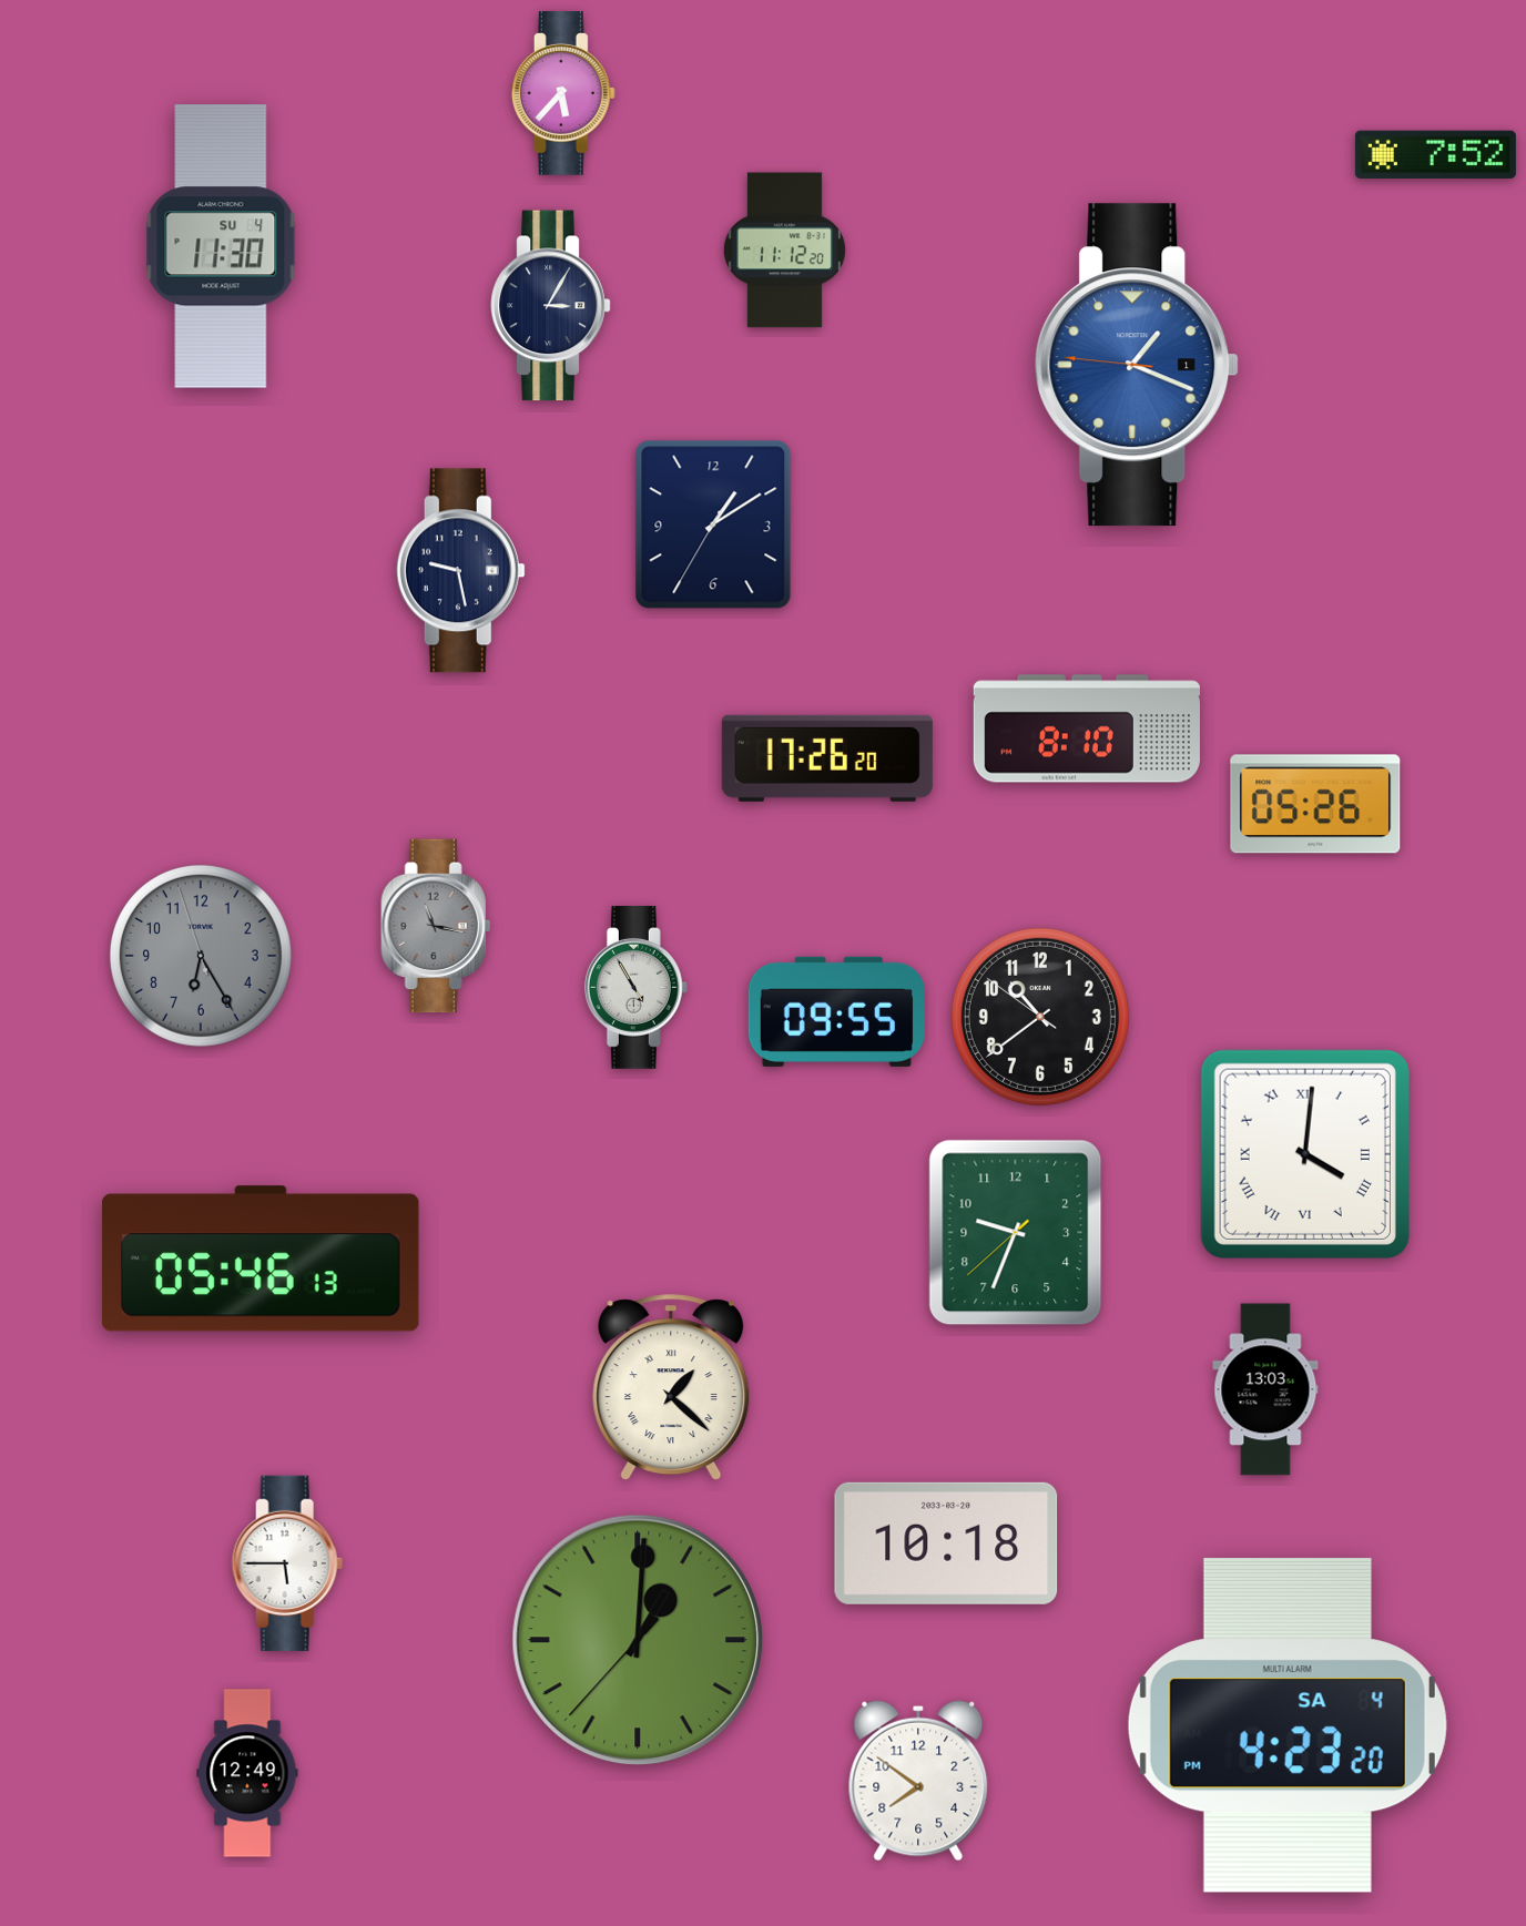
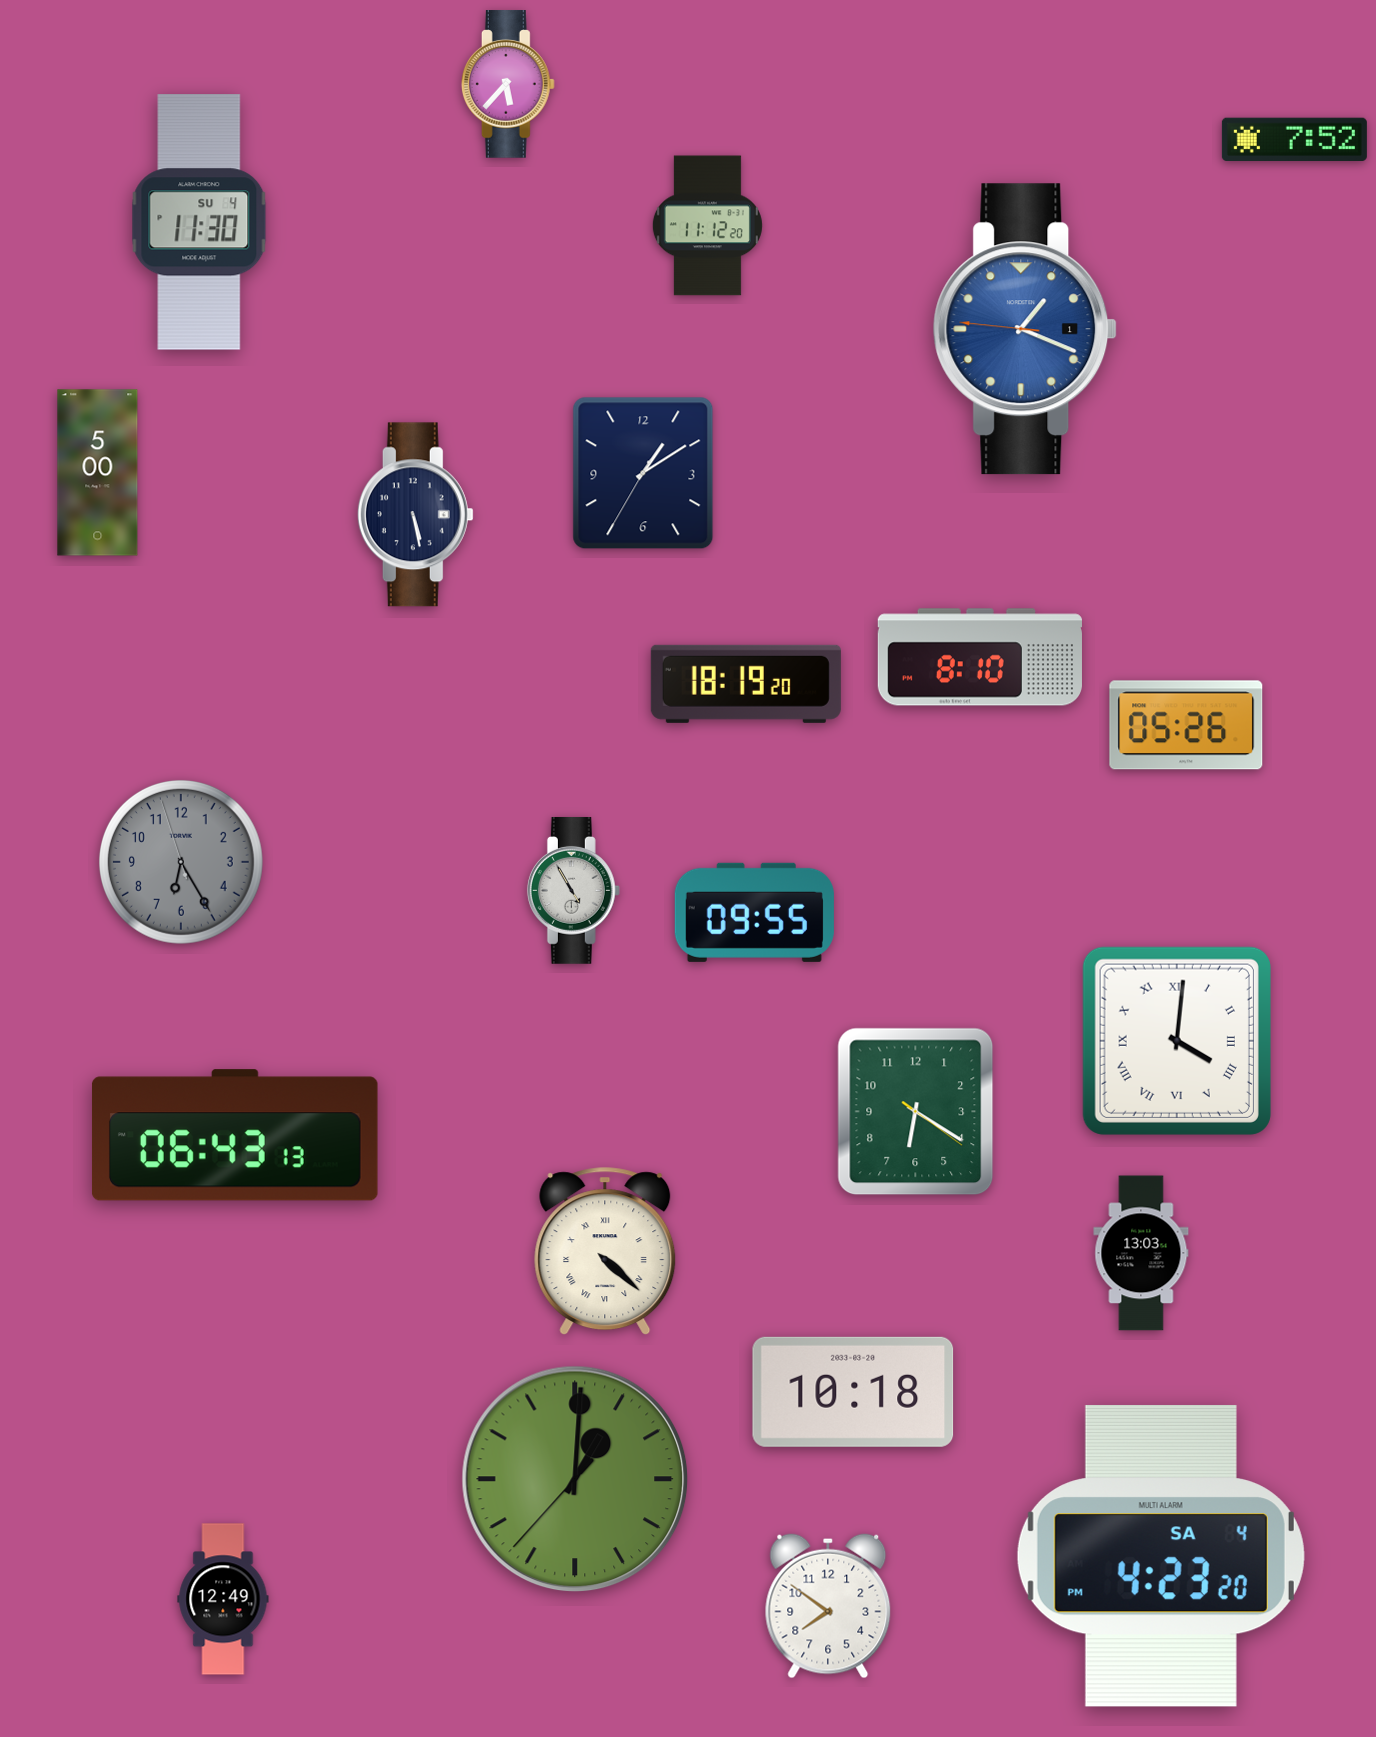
clock at (551, 306): 3:05 -> none
clock at (98, 473): none -> 5:00
clock at (460, 571): 9:28 -> 5:28
clock at (827, 758): 17:26 -> 18:19
clock at (436, 926): 11:17 -> none
clock at (1040, 1017): 10:38 -> none
clock at (1016, 1233): 9:33 -> 6:20
clock at (261, 1258): 05:46 -> 06:43
clock at (671, 1388): 1:22 -> 4:22
clock at (287, 1563): 5:45 -> none
